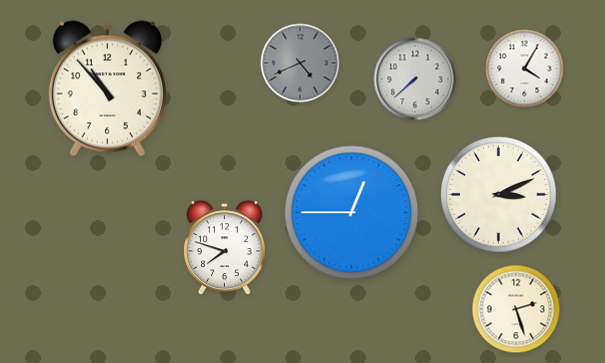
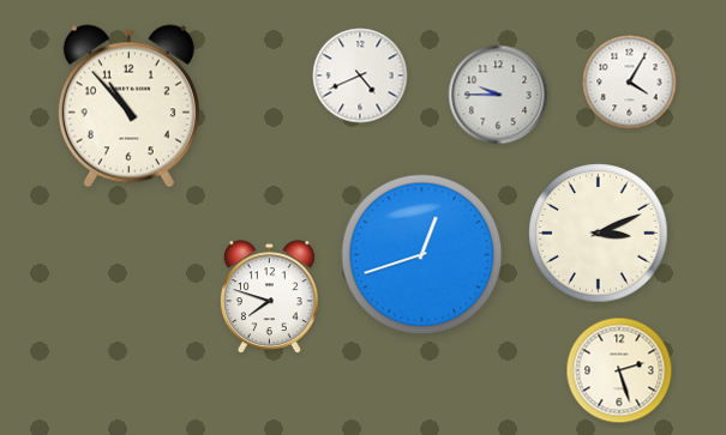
clock at (300, 63) dial: grey -> white
clock at (415, 79): 7:38 -> 9:45
clock at (352, 213): 12:45 -> 12:42
